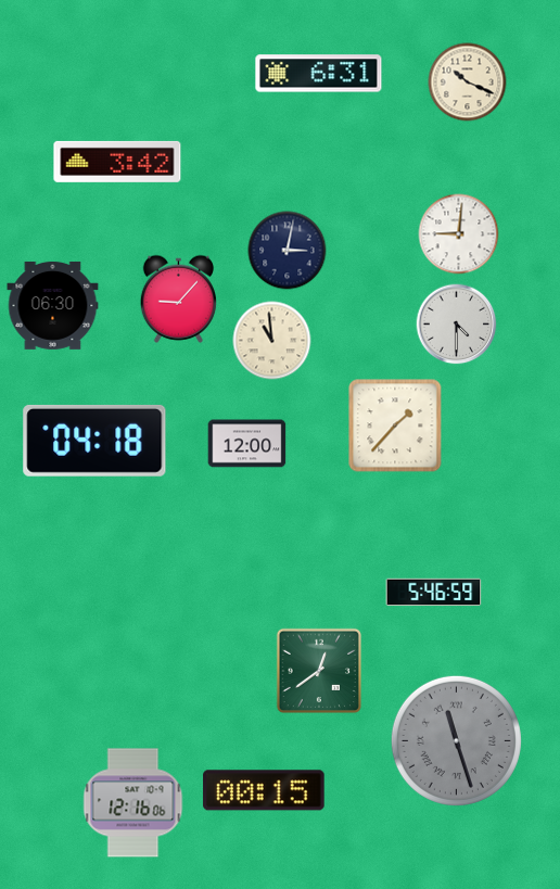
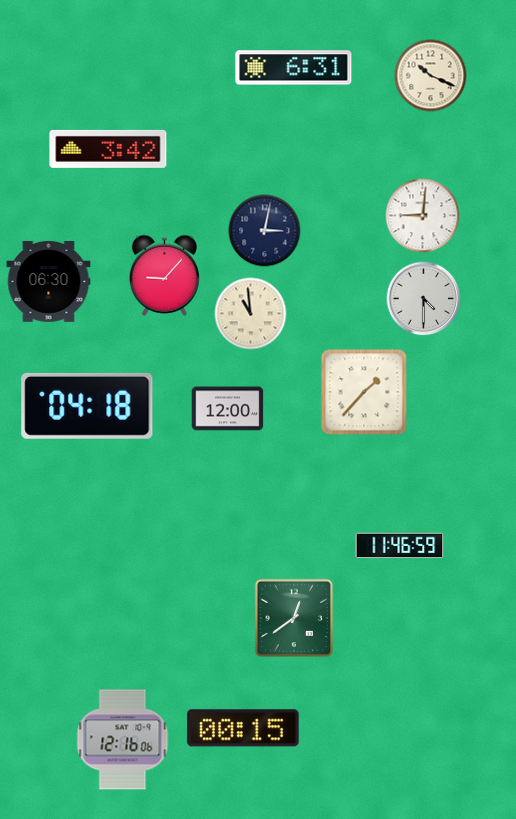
clock at (457, 325) position: (457, 325) -> (424, 299)
clock at (434, 593): 5:46 -> 11:46
clock at (456, 740): 11:27 -> none
